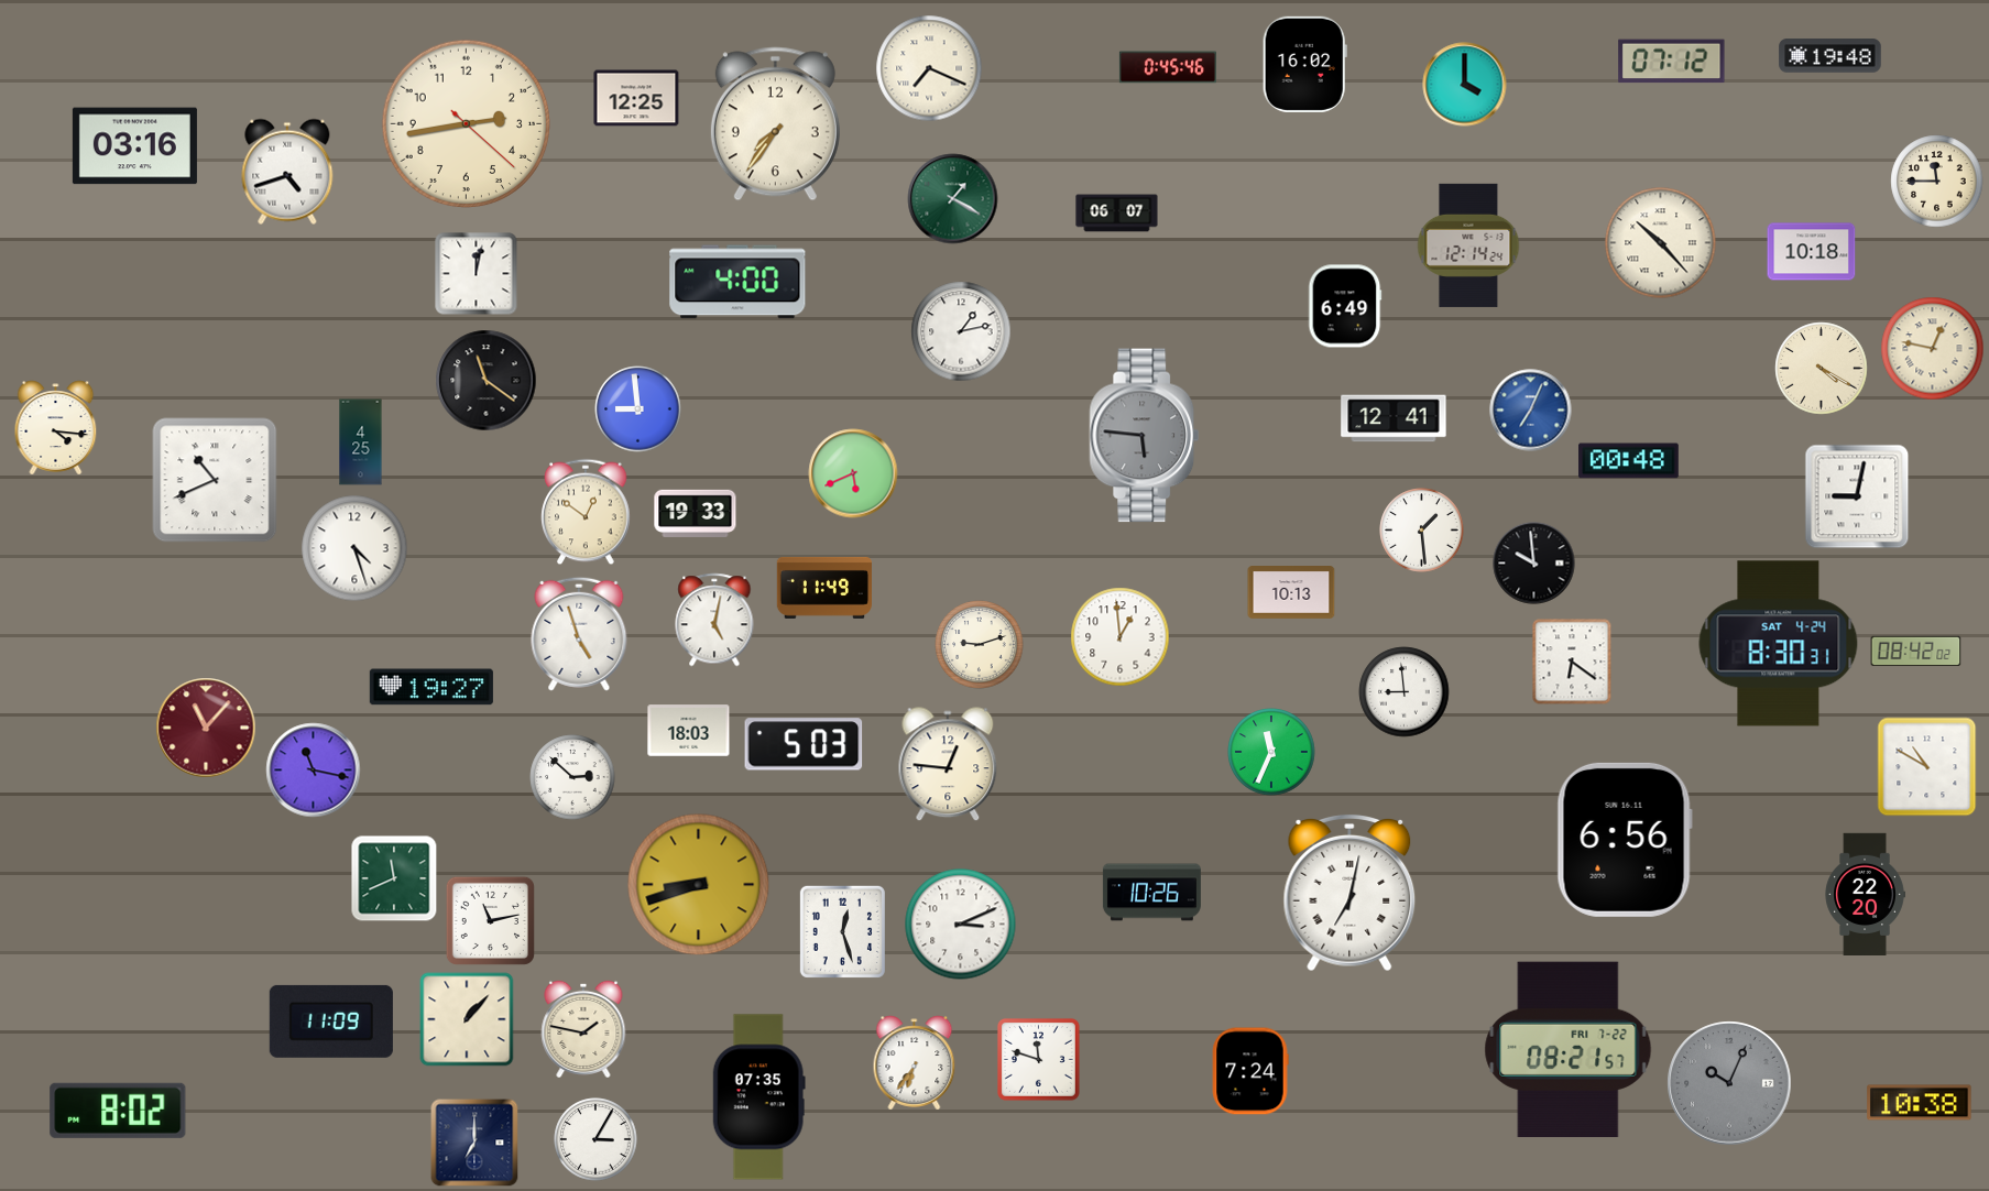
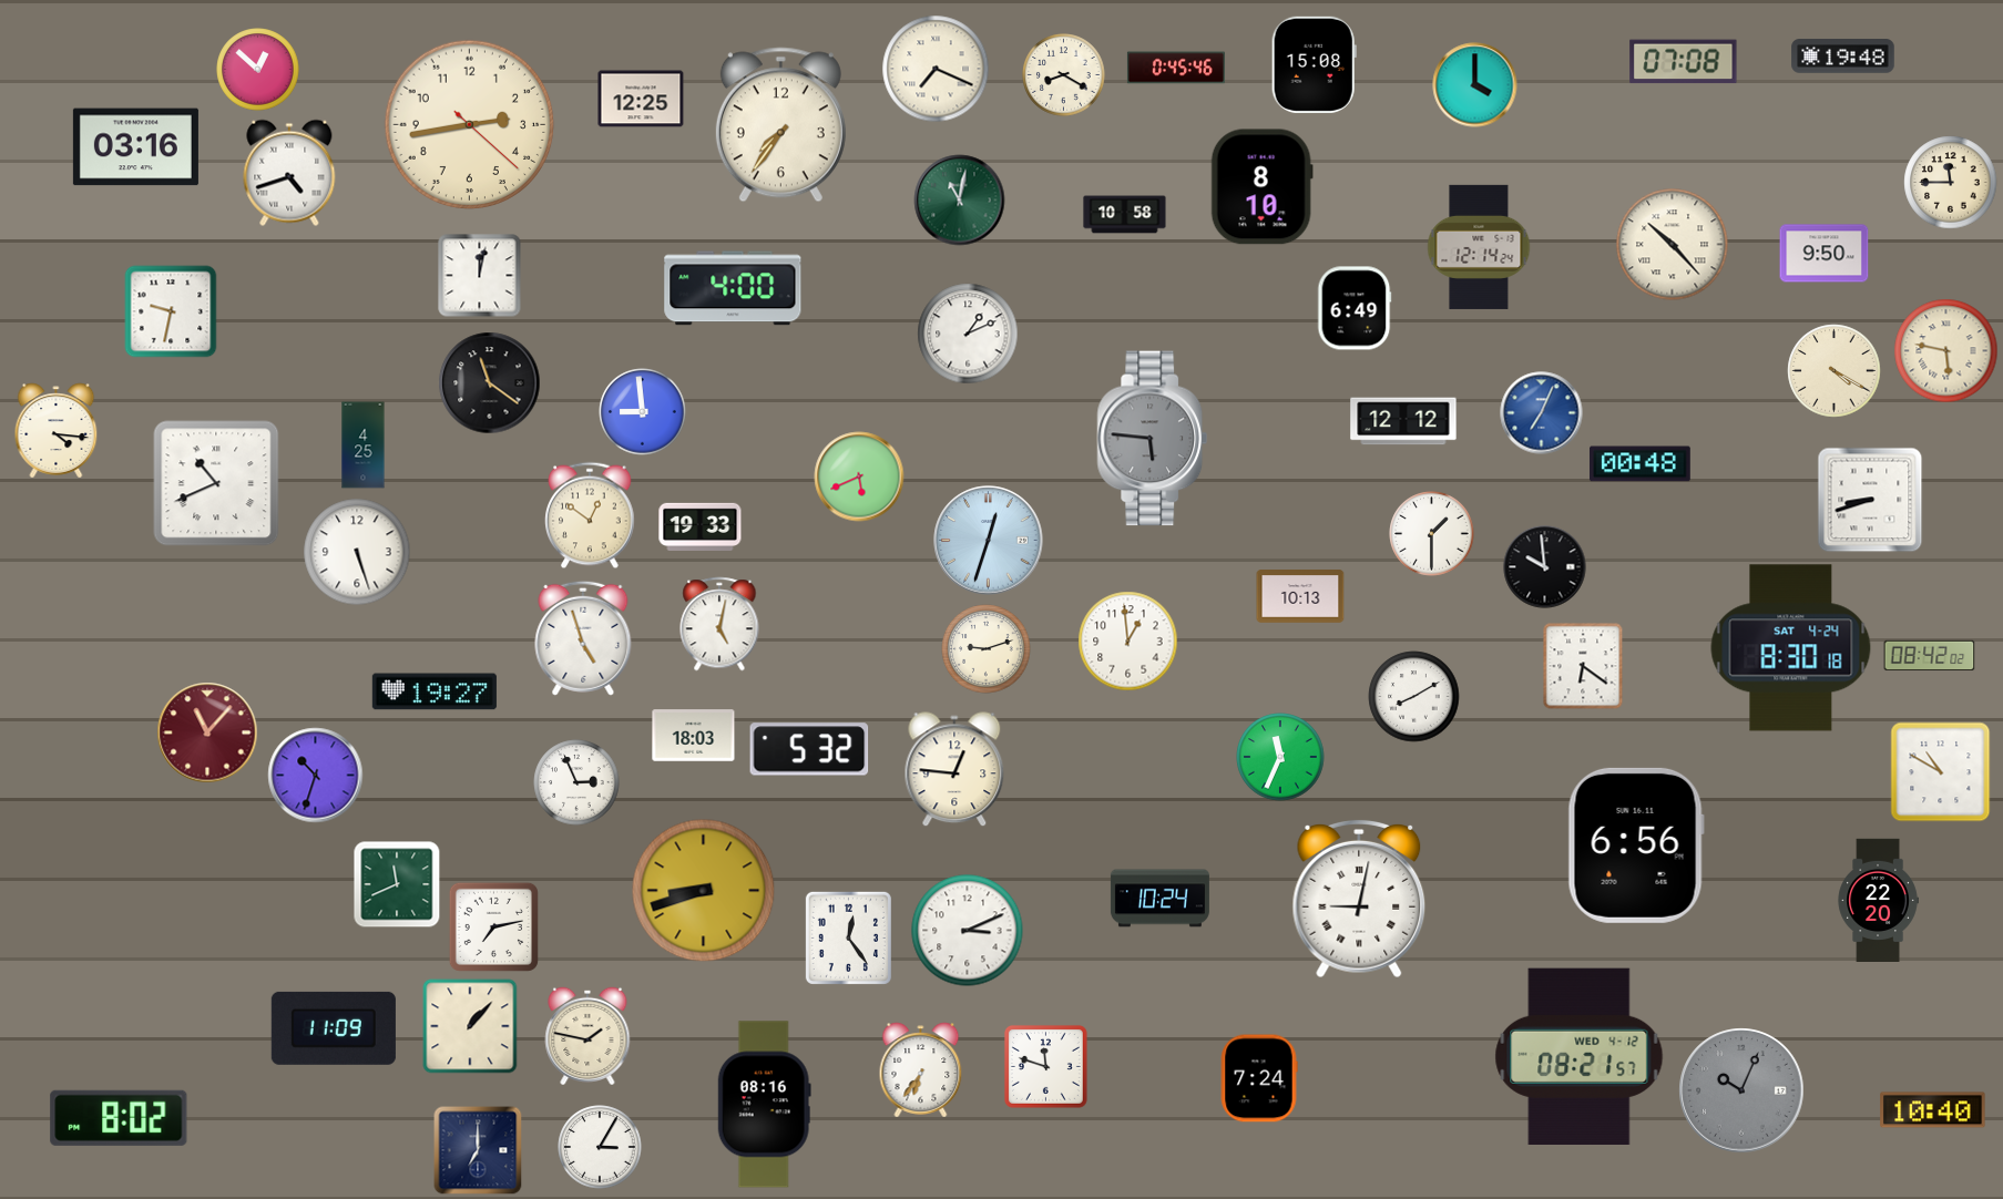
clock at (1672, 62): 07:12 -> 07:08
clock at (1304, 64): 16:02 -> 15:08
clock at (258, 70): none -> 12:52
clock at (1064, 75): none -> 8:20
clock at (1261, 187): none -> 8:10
clock at (953, 199): 1:20 -> 11:02
clock at (1117, 214): 06:07 -> 10:58
clock at (1812, 252): 10:18 -> 9:50
clock at (737, 282) position: (737, 282) -> (733, 288)
clock at (171, 311): none -> 9:32
clock at (961, 331): 1:13 -> 1:11
clock at (1933, 349): 12:47 -> 5:47
clock at (1394, 418): 12:41 -> 12:12
clock at (1857, 496): 9:02 -> 8:42
clock at (696, 513) position: (696, 513) -> (701, 526)
clock at (1422, 531): 1:29 -> 1:30
clock at (989, 541): none -> 12:33
clock at (354, 548): 4:27 -> 5:27
clock at (824, 588): 11:49 -> none
clock at (1779, 644): 8:30:31 -> 8:30:18
clock at (1405, 692): 8:59 -> 8:10
clock at (804, 744): 5:03 -> 5:32
clock at (314, 771): 11:17 -> 10:33
clock at (572, 777): 2:52 -> 2:56
clock at (1151, 893): 10:26 -> 10:24
clock at (1349, 893): 7:02 -> 9:02
clock at (490, 920): 11:13 -> 7:13
clock at (842, 931): 12:27 -> 12:24
clock at (1569, 1049) date: FRI 7-22 -> WED 4-12
clock at (758, 1097): 07:35 -> 08:16
clock at (1920, 1103): 10:38 -> 10:40
